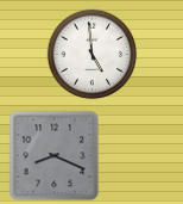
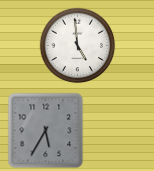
clock at (55, 156): 8:19 -> 5:35
